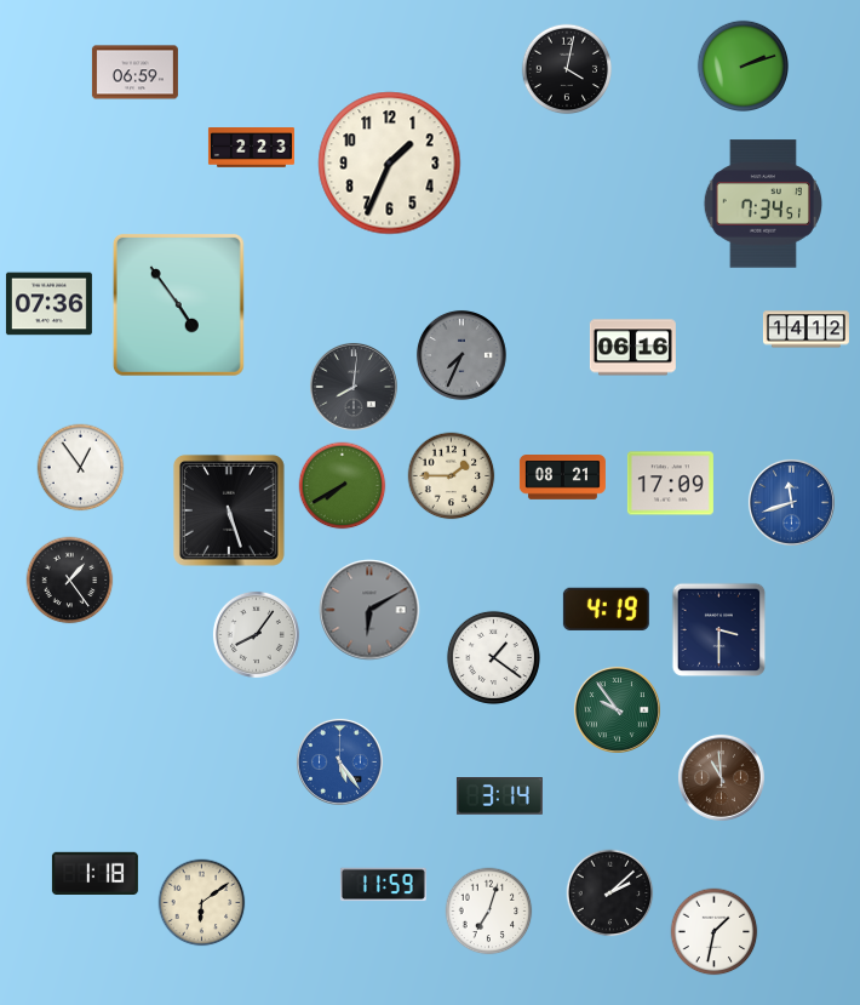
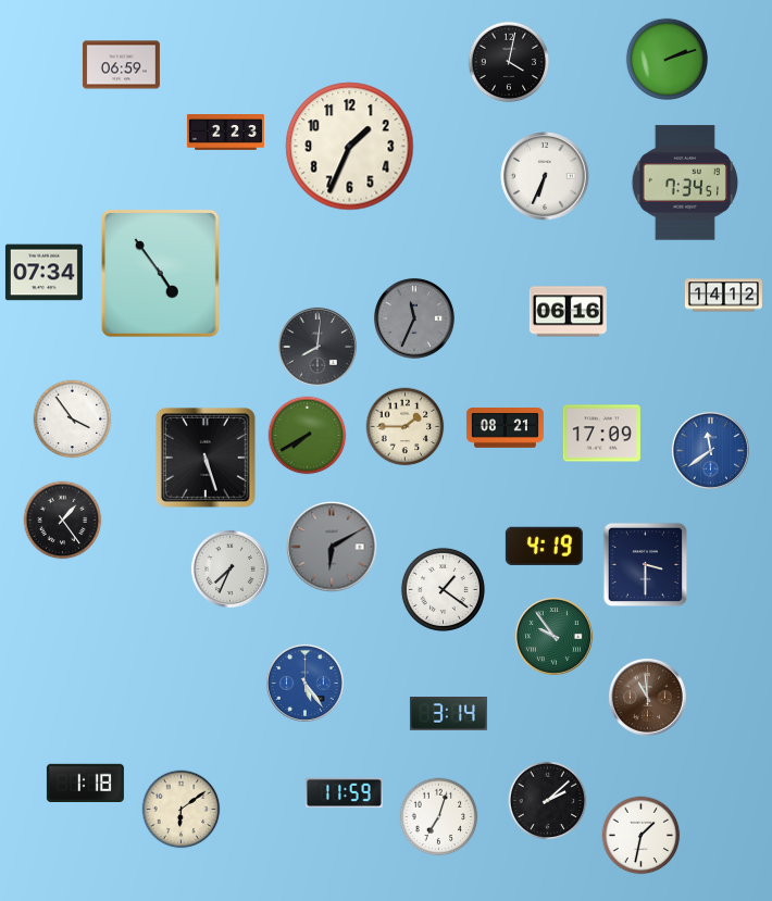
clock at (545, 176): none -> 6:34
clock at (48, 304): 07:36 -> 07:34
clock at (461, 355): 7:34 -> 11:34
clock at (81, 468): 12:54 -> 3:54
clock at (791, 502): 11:42 -> 11:39
clock at (256, 634): 8:06 -> 7:34
